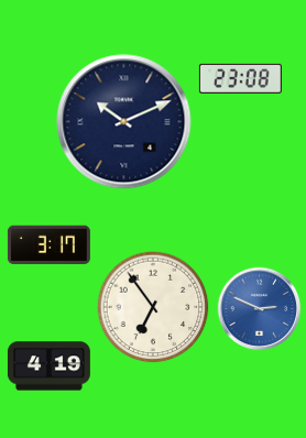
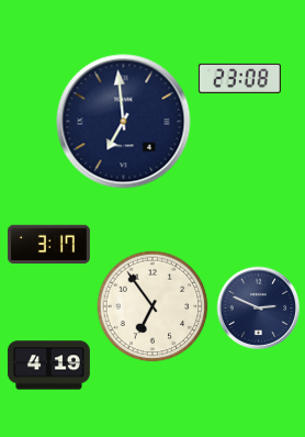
clock at (124, 122): 10:11 -> 6:59
clock at (260, 309) dial: blue -> navy
